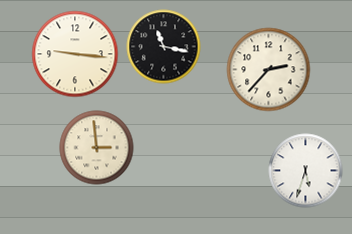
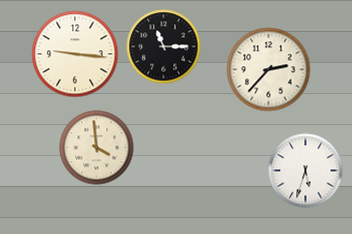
clock at (164, 47): 11:17 -> 11:15
clock at (97, 148): 2:59 -> 3:59
